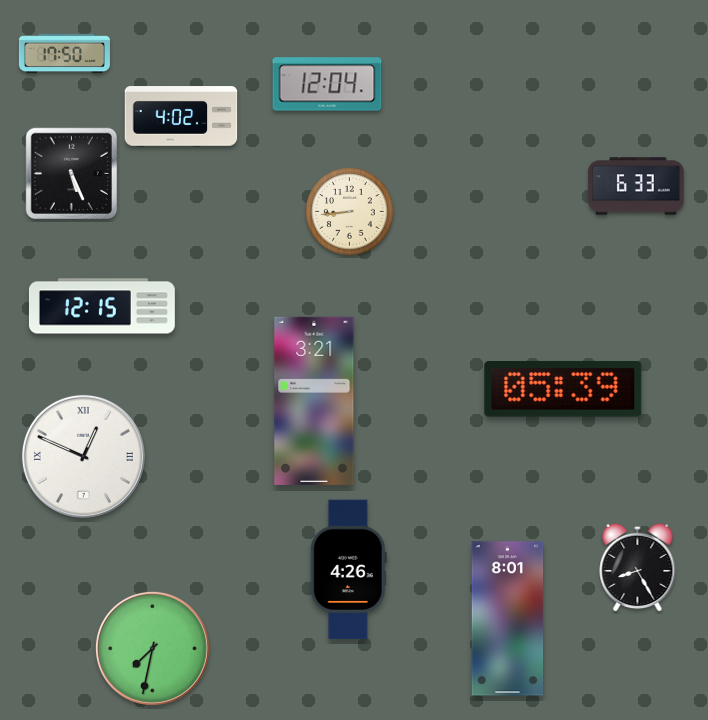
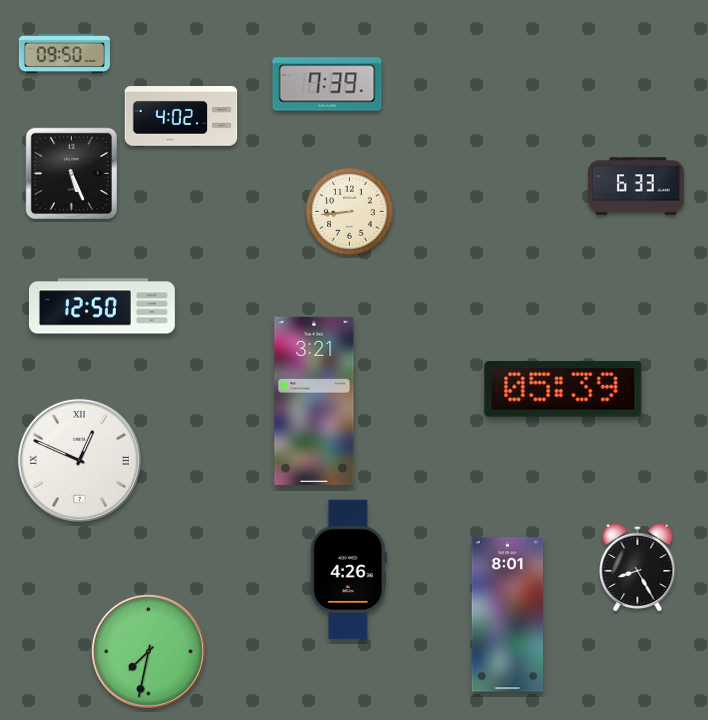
clock at (64, 54): 17:50 -> 09:50
clock at (327, 84): 12:04 -> 7:39
clock at (102, 306): 12:15 -> 12:50
clock at (83, 456) position: (83, 456) -> (79, 460)
clock at (508, 619) position: (508, 619) -> (508, 615)
clock at (152, 648) position: (152, 648) -> (148, 651)
